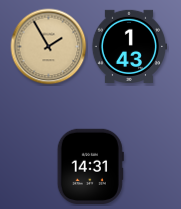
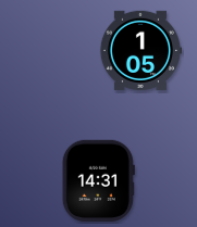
clock at (128, 46): 1:43 -> 1:05
clock at (49, 47): 1:55 -> none
